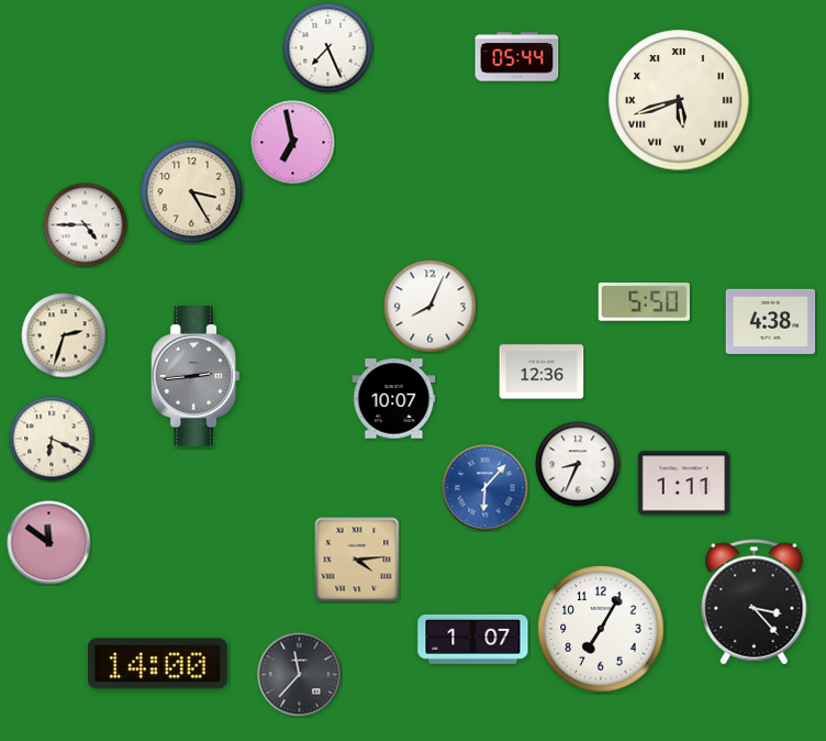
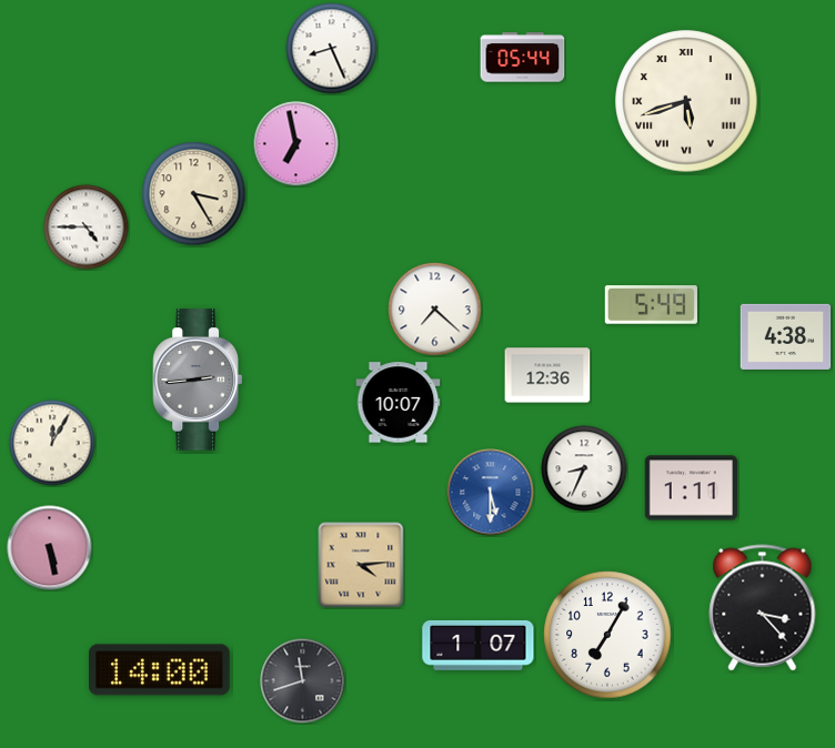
clock at (328, 48): 7:26 -> 8:26
clock at (644, 302): 5:50 -> 5:49
clock at (431, 307): 8:04 -> 7:22
clock at (771, 321) position: (771, 321) -> (786, 336)
clock at (64, 335): 2:33 -> none
clock at (52, 439): 6:19 -> 12:05
clock at (485, 488): 6:07 -> 5:30
clock at (49, 543): 11:51 -> 5:28
clock at (300, 675): 11:37 -> 11:42
